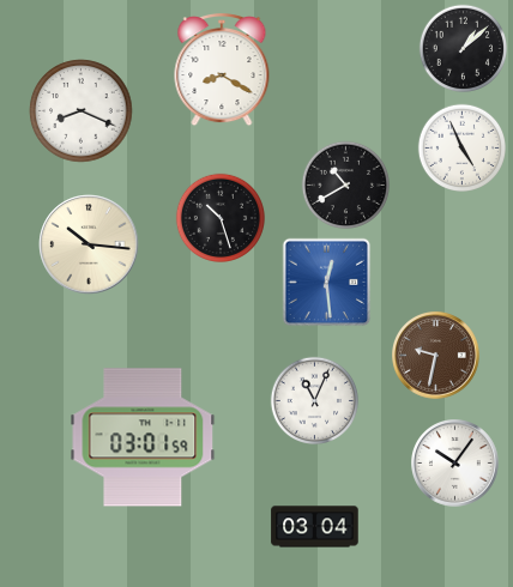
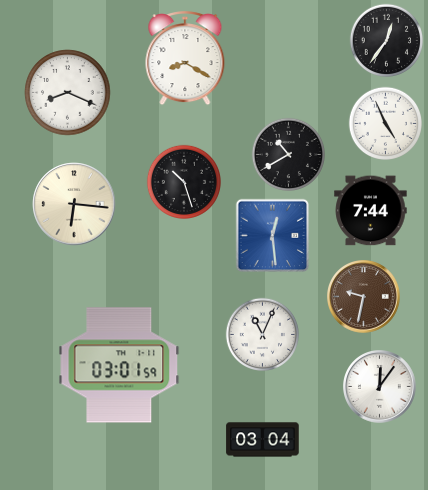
clock at (463, 48): 1:08 -> 12:36
clock at (89, 244): 10:16 -> 6:16
clock at (371, 211): none -> 7:44
clock at (455, 464): 10:06 -> 12:06
